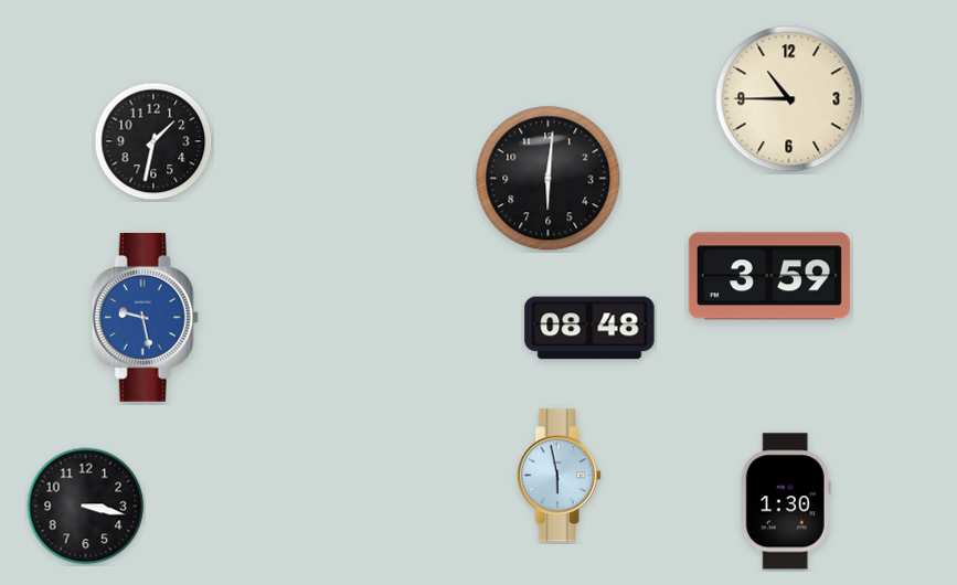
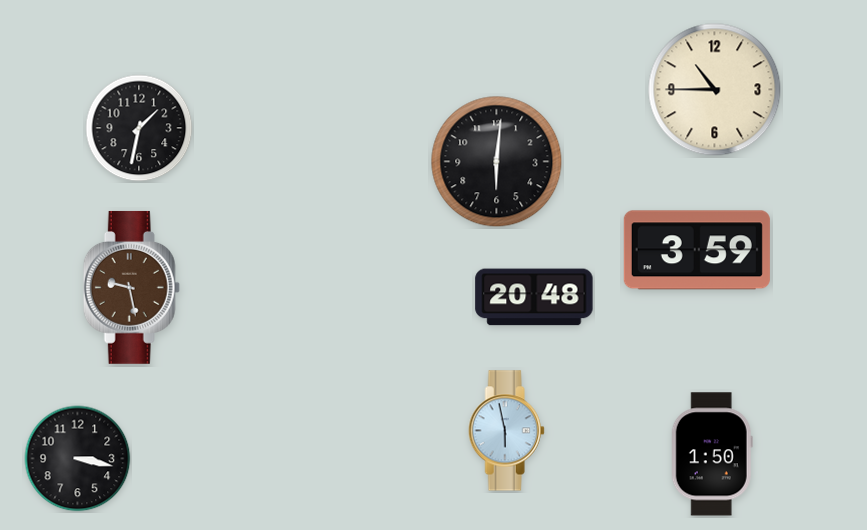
clock at (145, 317) dial: blue -> brown
clock at (589, 328): 08:48 -> 20:48
clock at (786, 501): 1:30 -> 1:50
